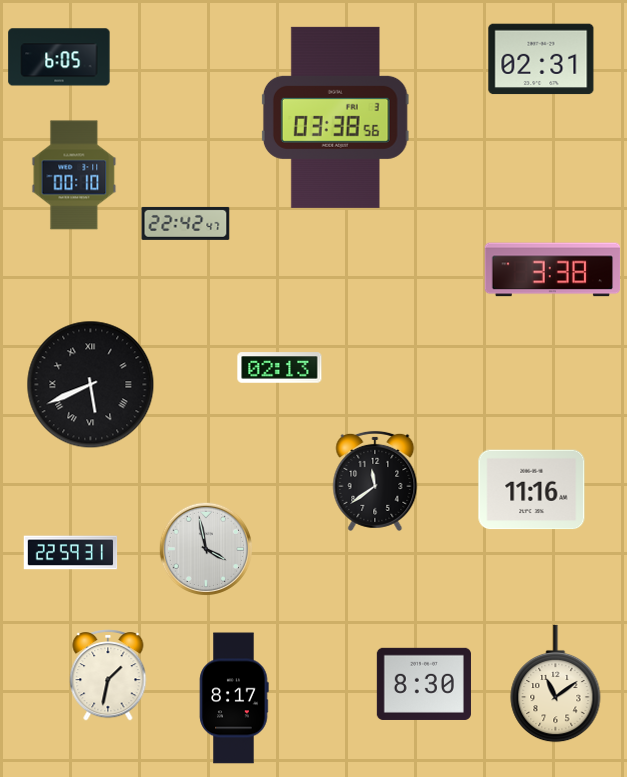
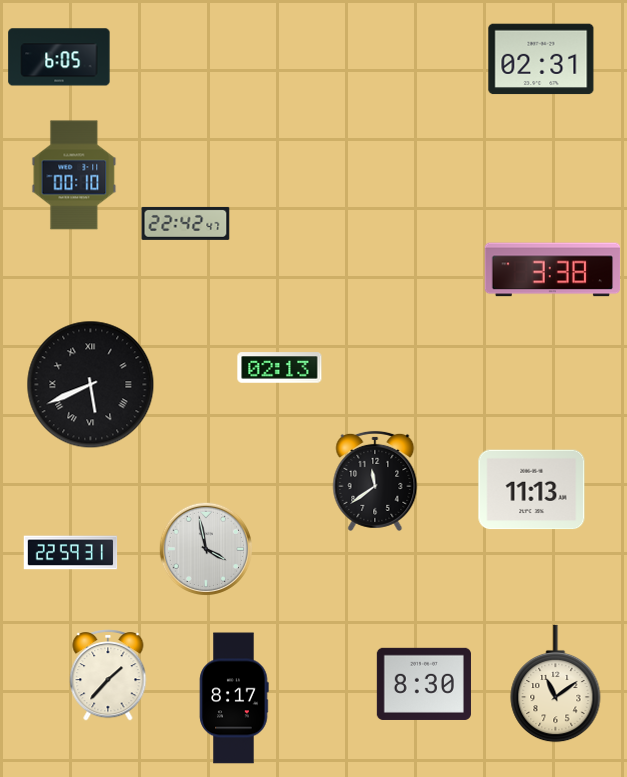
clock at (335, 117): 03:38 -> none
clock at (532, 490): 11:16 -> 11:13
clock at (108, 675): 1:32 -> 1:37
